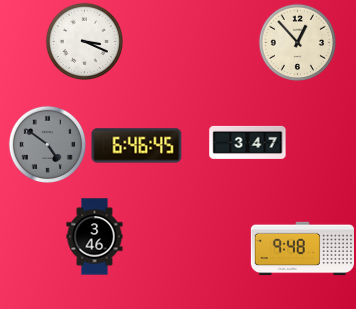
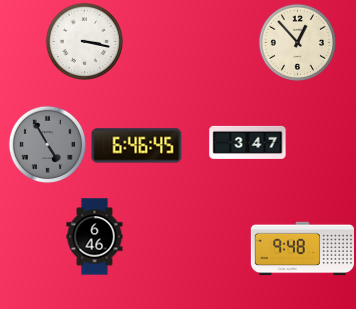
clock at (84, 41): 3:19 -> 3:17
clock at (47, 144): 4:51 -> 4:55
clock at (95, 237): 3:46 -> 6:46
